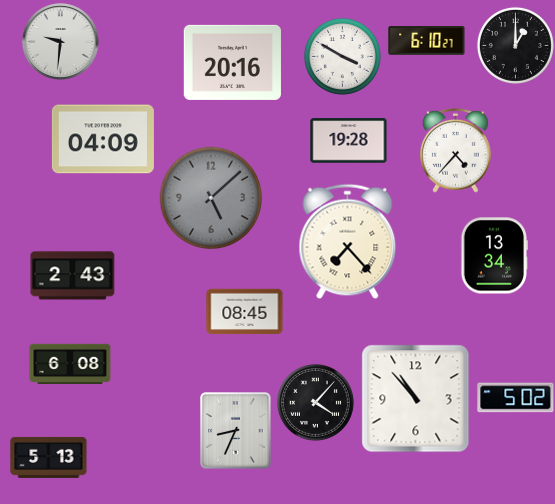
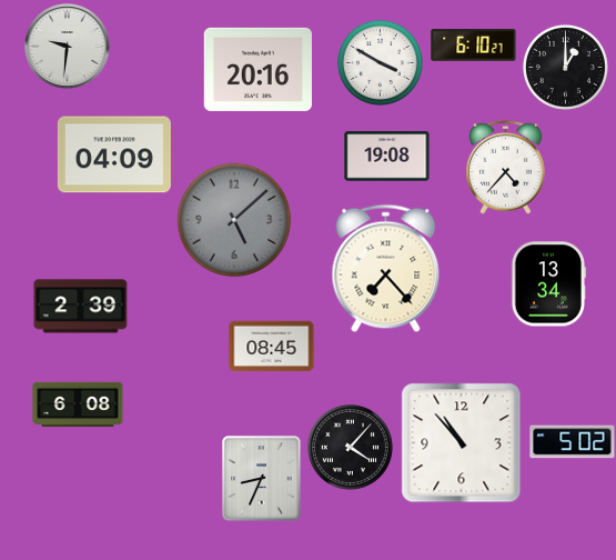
clock at (515, 45) position: (515, 45) -> (565, 67)
clock at (349, 141): 19:28 -> 19:08
clock at (73, 276): 2:43 -> 2:39
clock at (49, 457): 5:13 -> none
